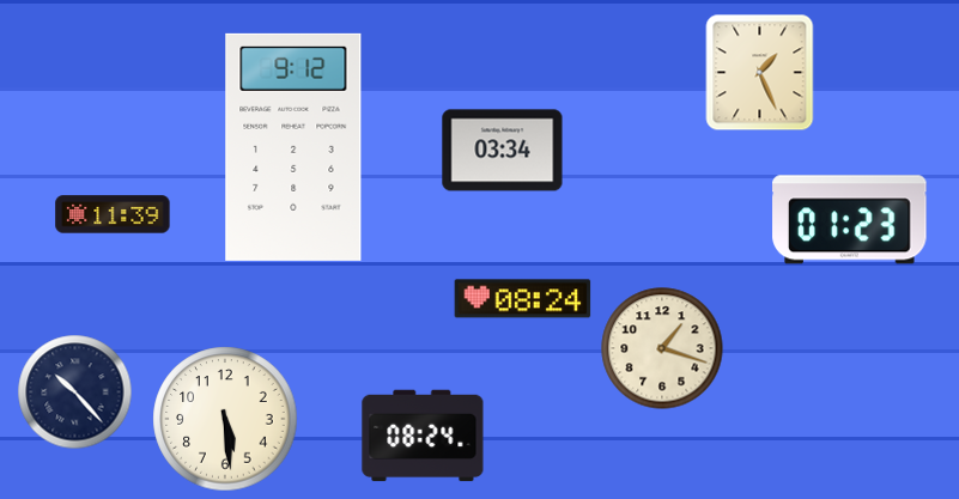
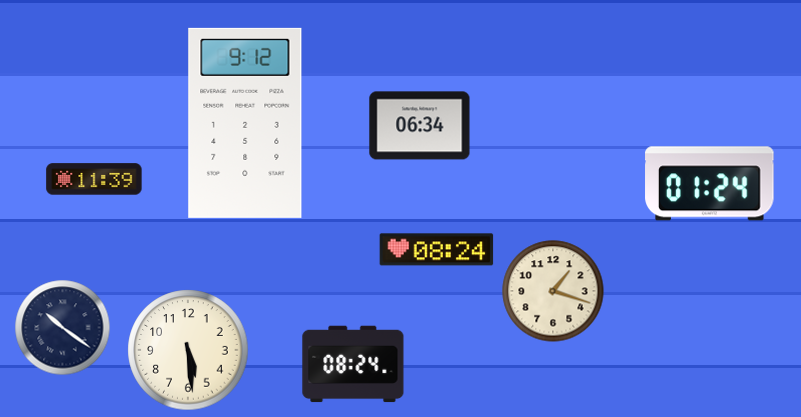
clock at (760, 73): 1:26 -> none
clock at (503, 151): 03:34 -> 06:34
clock at (850, 220): 01:23 -> 01:24
clock at (75, 392): 10:23 -> 10:21
